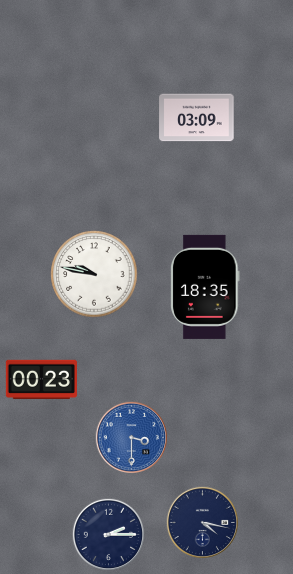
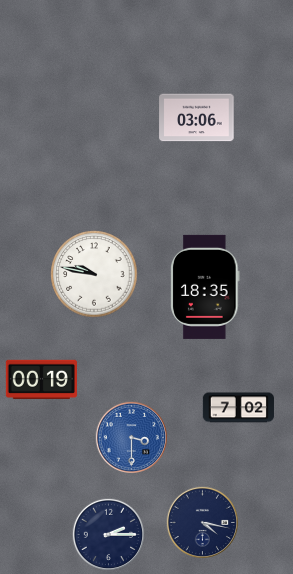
clock at (197, 118): 03:09 -> 03:06
clock at (41, 379): 00:23 -> 00:19
clock at (238, 408): none -> 7:02
